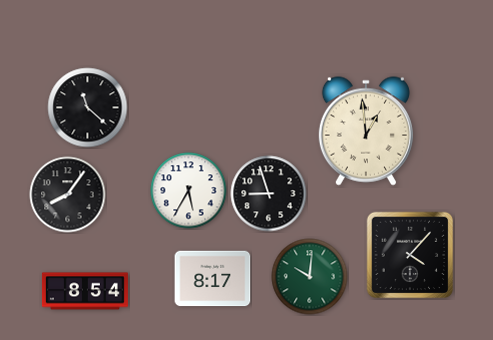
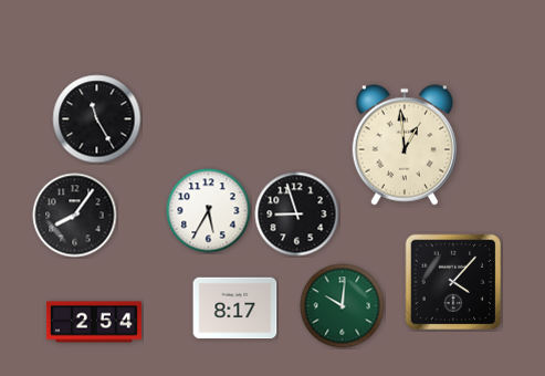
clock at (88, 108): 11:22 -> 11:25
clock at (85, 291): 8:54 -> 2:54
